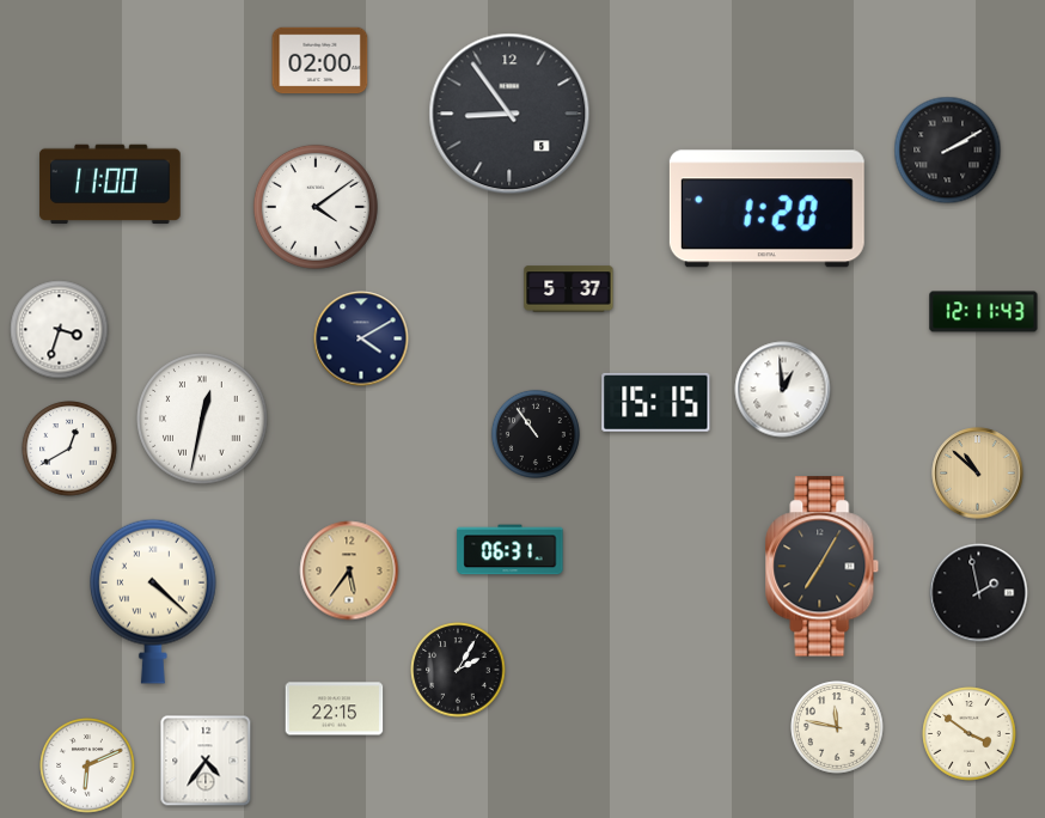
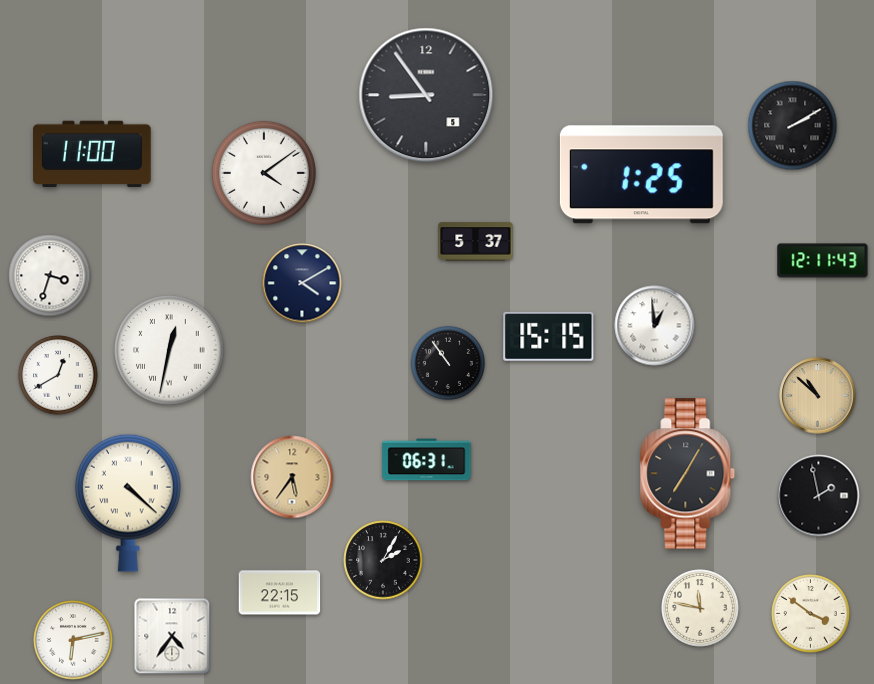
clock at (320, 61): 02:00 -> none
clock at (766, 209): 1:20 -> 1:25
clock at (87, 765): 6:11 -> 6:13
